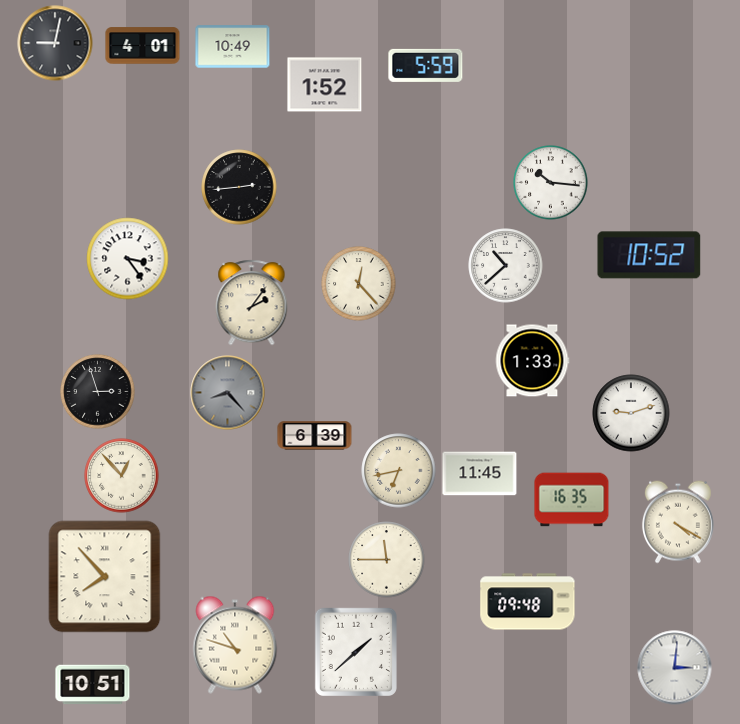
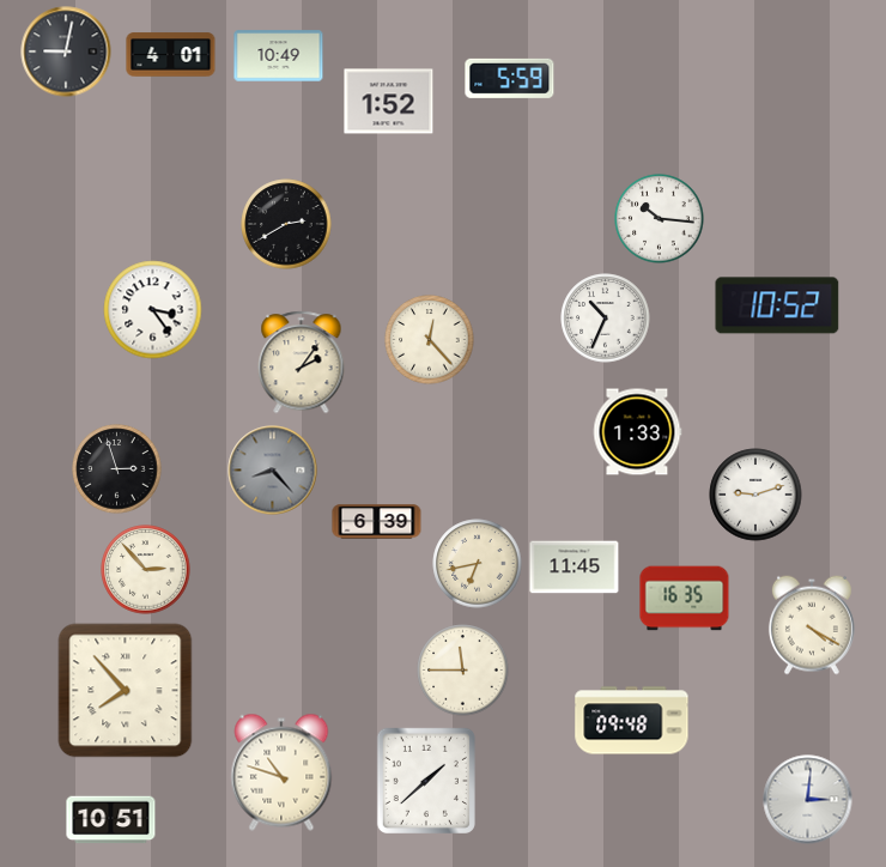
clock at (239, 187): 2:44 -> 2:40
clock at (506, 266): 10:38 -> 10:34
clock at (122, 476): 12:53 -> 2:53
